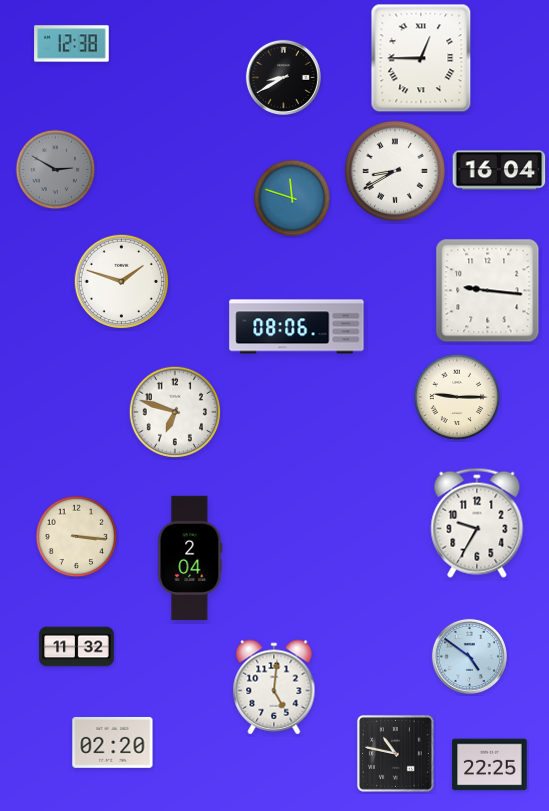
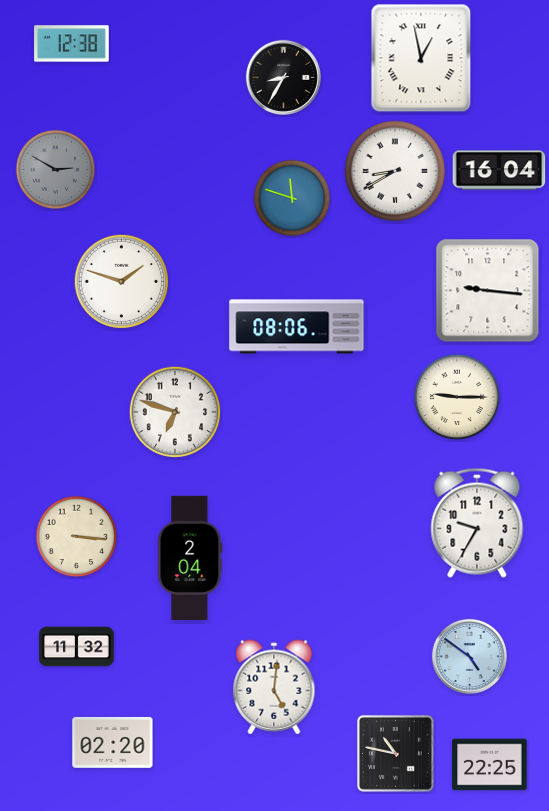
clock at (421, 58): 12:45 -> 12:58
clock at (283, 77): 8:40 -> 8:35
